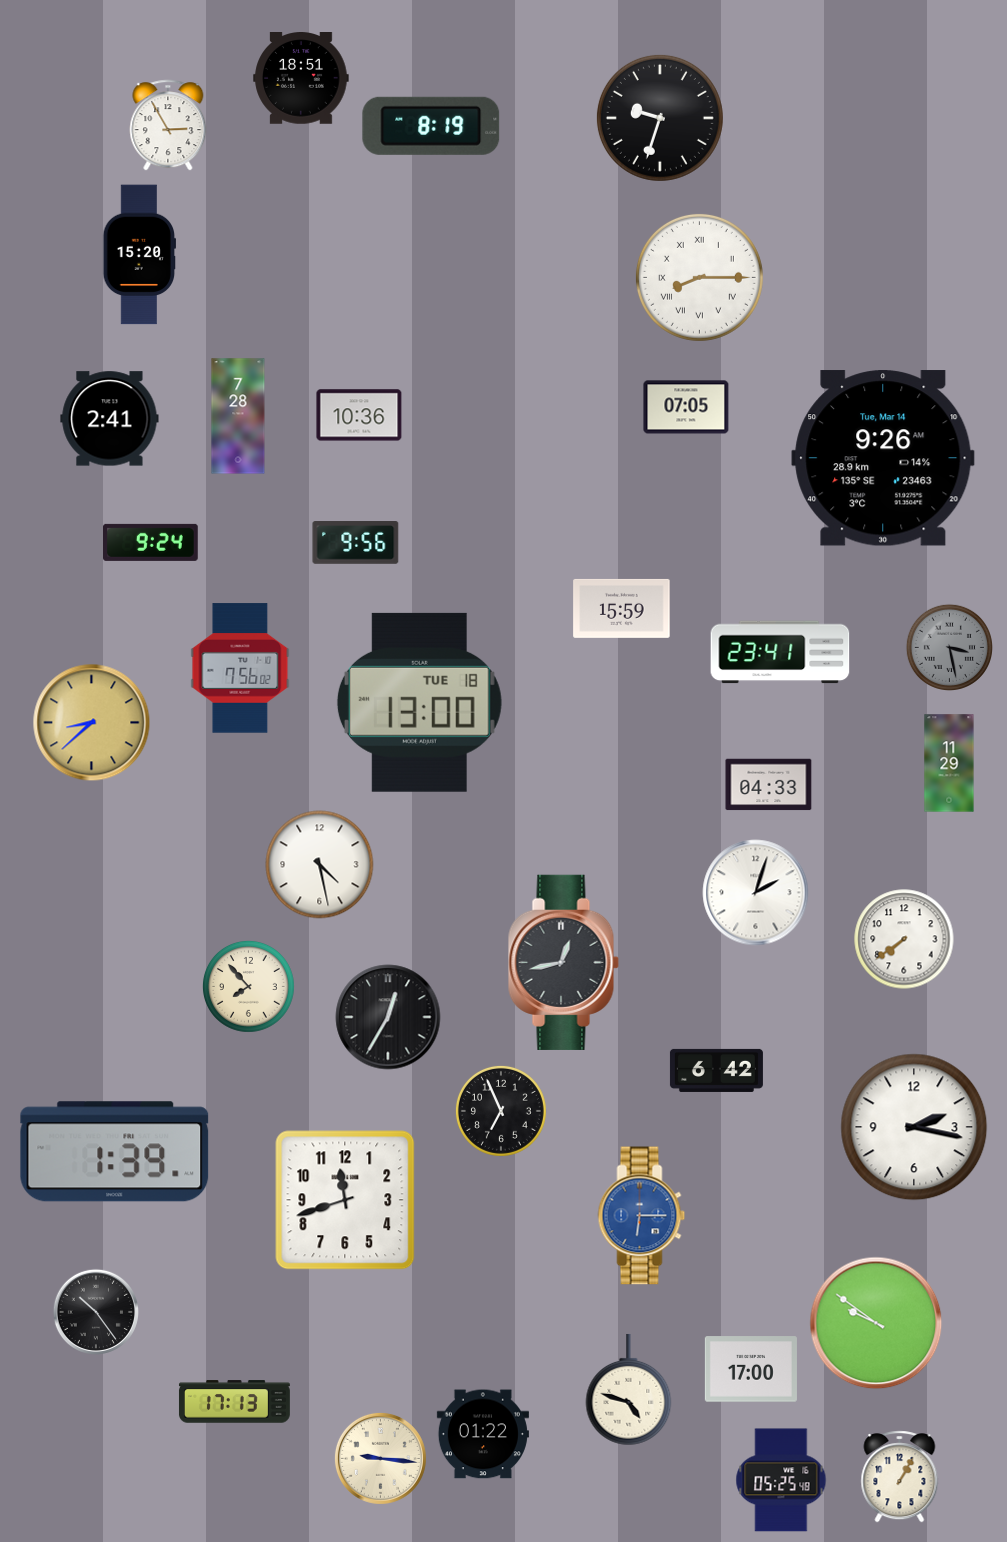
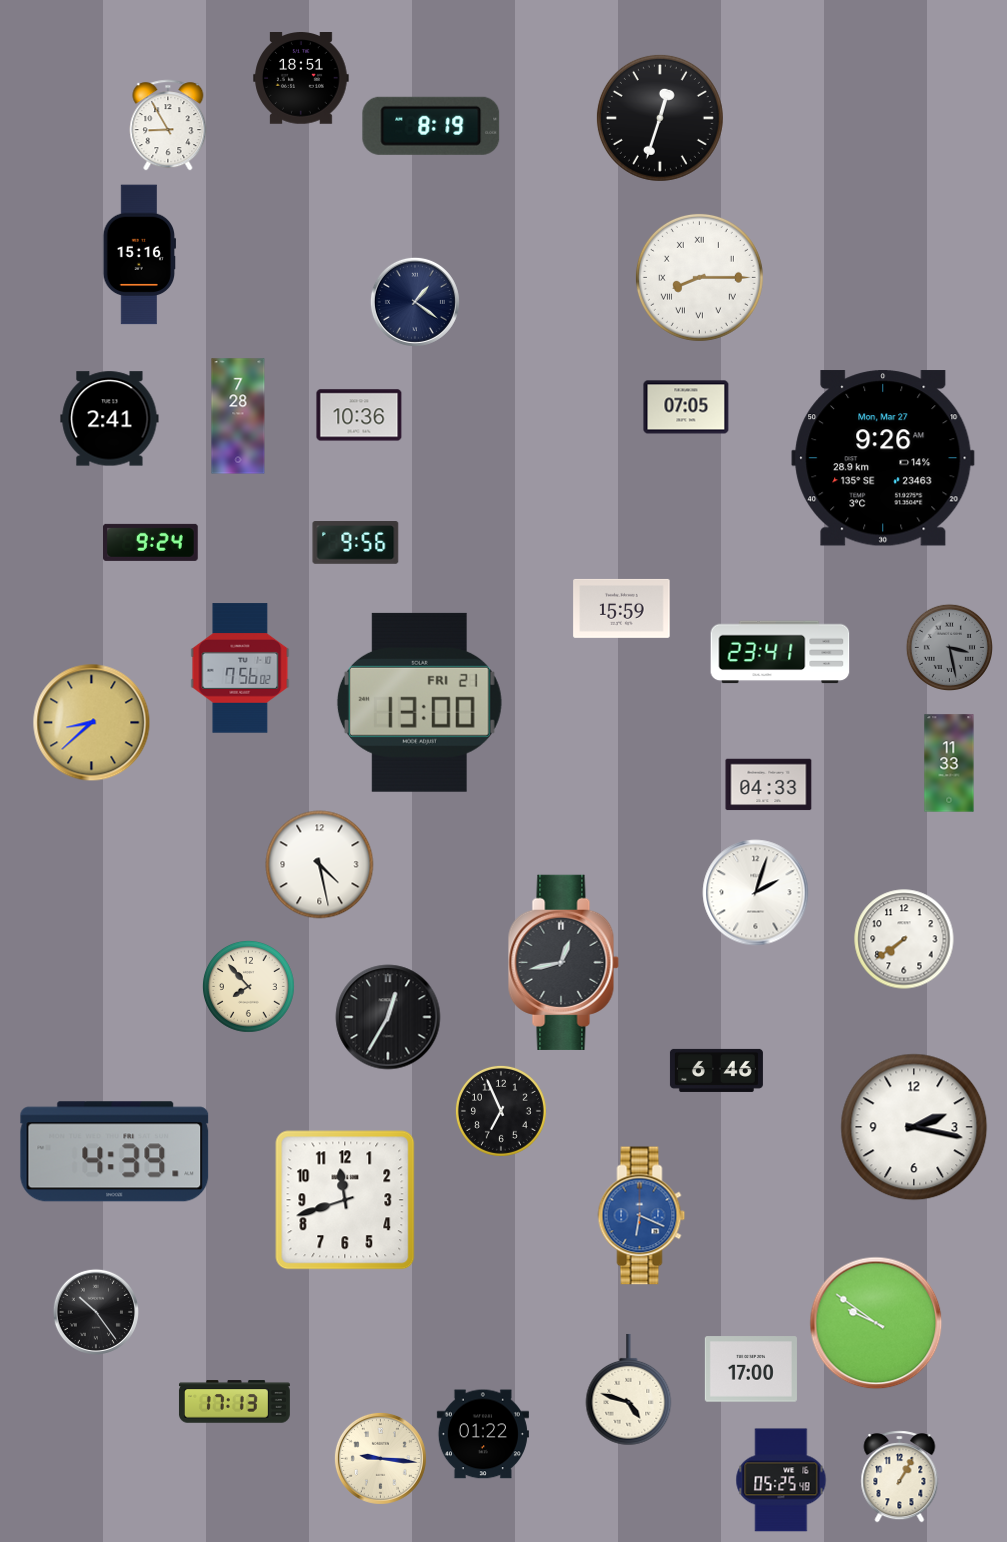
clock at (660, 118): 9:33 -> 12:33
clock at (168, 125): 2:55 -> 8:55
clock at (139, 255): 15:20 -> 15:16
clock at (415, 302): none -> 1:21
clock at (883, 458) date: Tue, Mar 14 -> Mon, Mar 27
clock at (419, 702) date: TUE 18 -> FRI 21
clock at (949, 763): 11:29 -> 11:33
clock at (716, 1070): 6:42 -> 6:46
clock at (115, 1152): 1:39 -> 4:39
clock at (642, 1216): 6:15 -> 6:19
